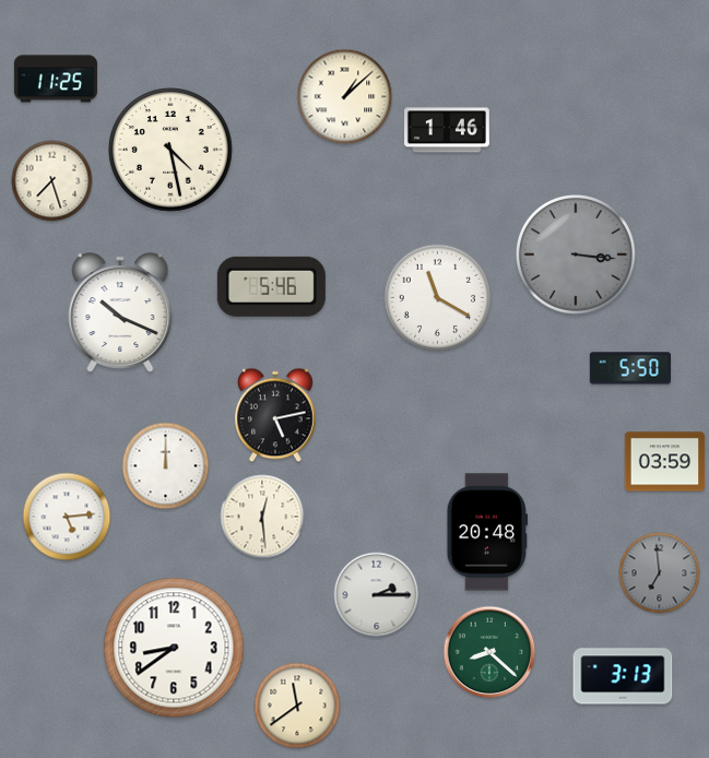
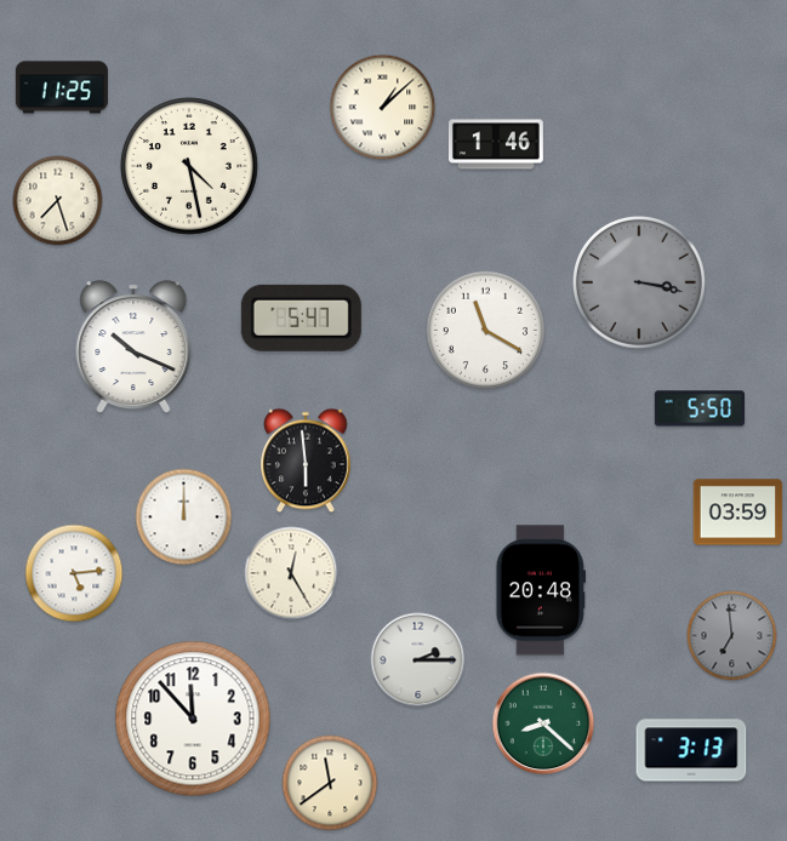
clock at (576, 254): 3:16 -> 3:17
clock at (271, 286): 5:46 -> 5:47
clock at (275, 415): 5:13 -> 5:59
clock at (262, 517): 12:29 -> 12:25
clock at (174, 648): 8:39 -> 11:53
